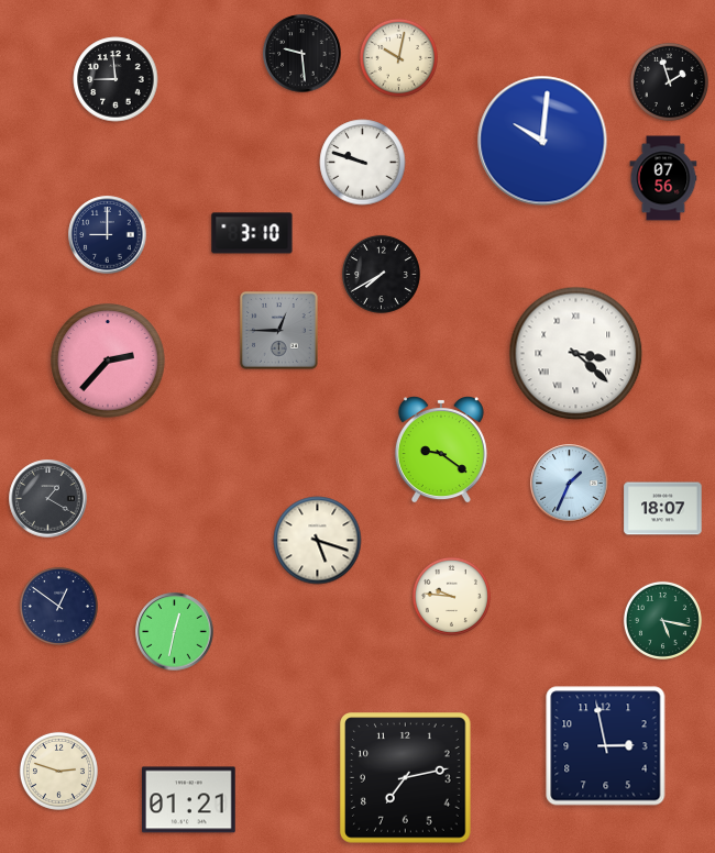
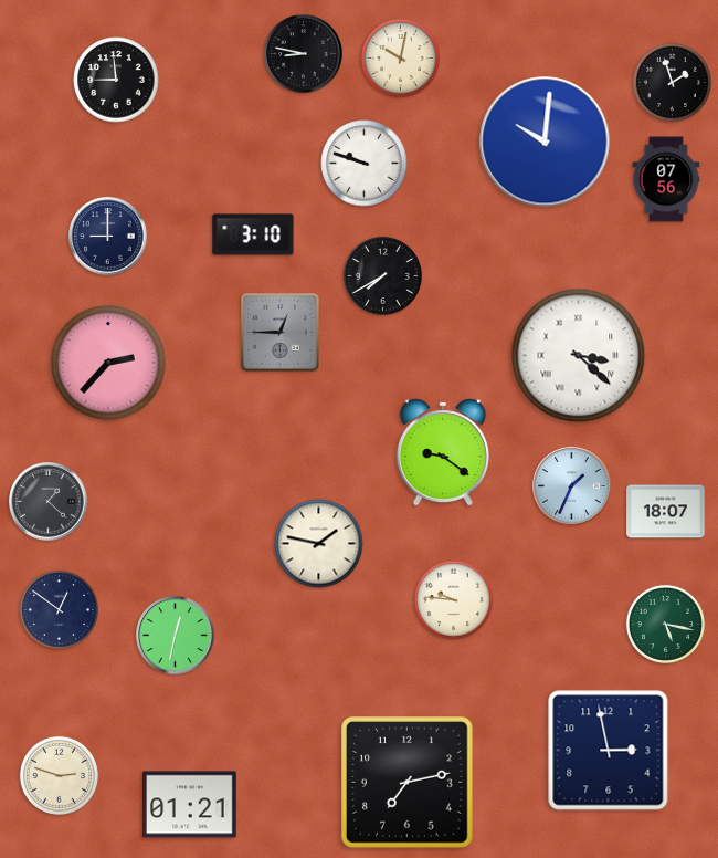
clock at (302, 54): 9:29 -> 8:47
clock at (48, 499): 1:20 -> 1:22
clock at (318, 541): 5:18 -> 1:47
